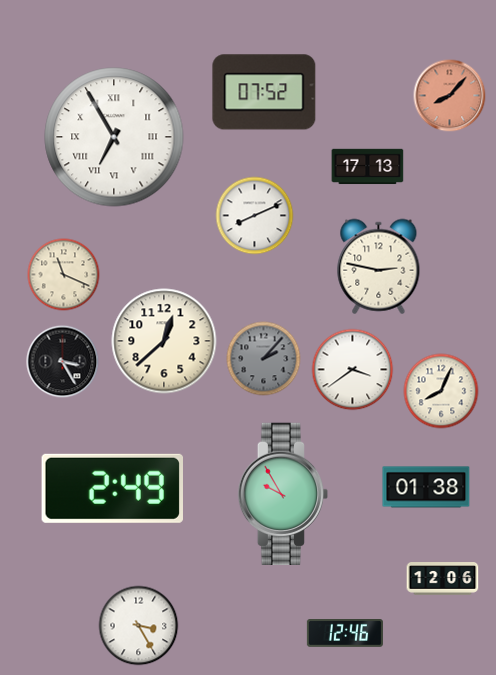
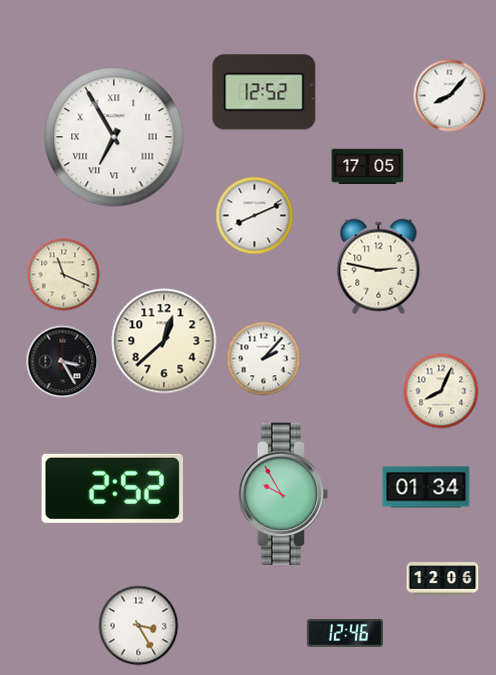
clock at (264, 92): 07:52 -> 12:52
clock at (450, 96) dial: salmon -> white
clock at (368, 167): 17:13 -> 17:05
clock at (264, 359) dial: grey -> white
clock at (353, 370): 3:39 -> none
clock at (426, 487): 01:38 -> 01:34
clock at (112, 488): 2:49 -> 2:52
